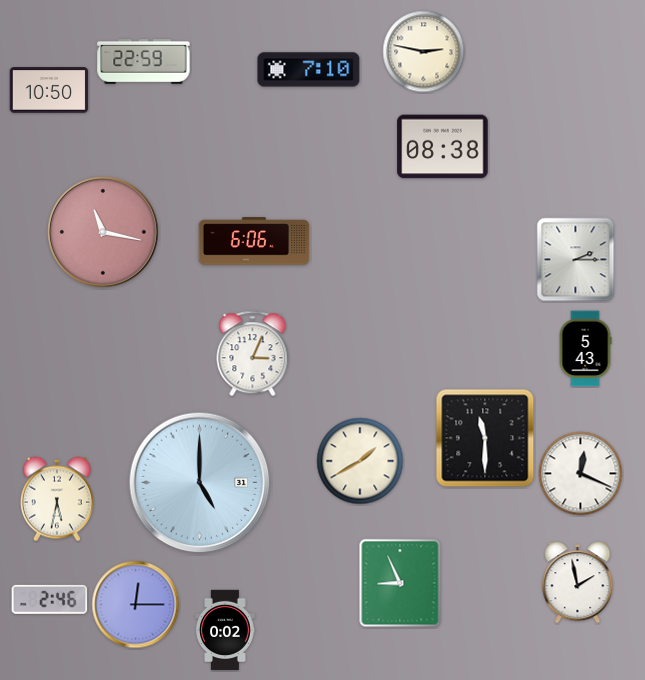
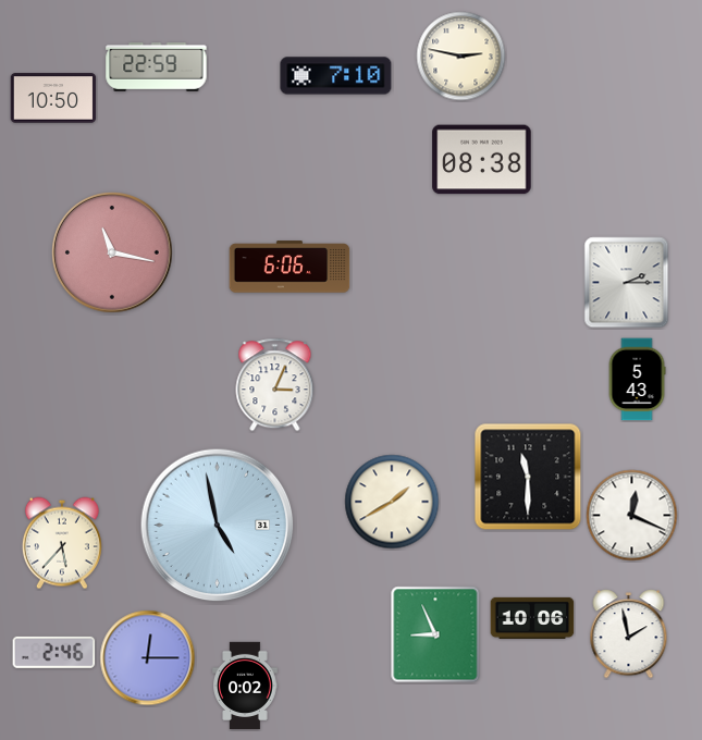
clock at (254, 241) position: (254, 241) -> (290, 267)
clock at (200, 483): 5:00 -> 4:58
clock at (57, 499): 5:32 -> 5:37
clock at (532, 618): none -> 10:06
